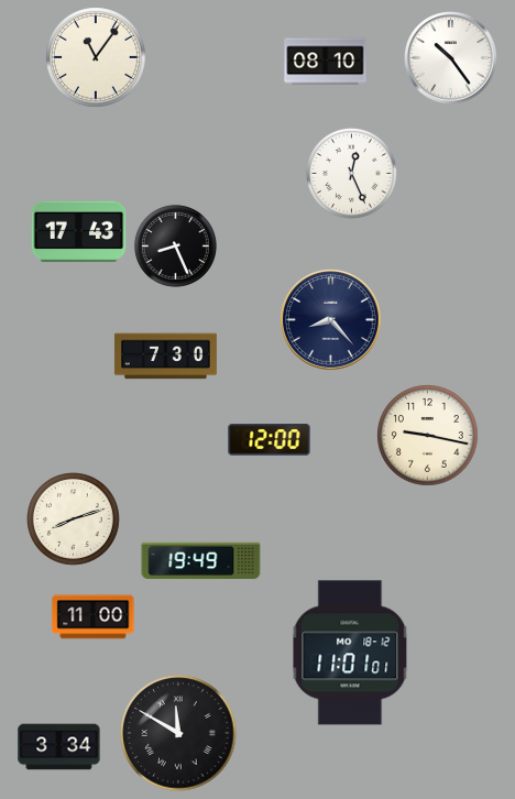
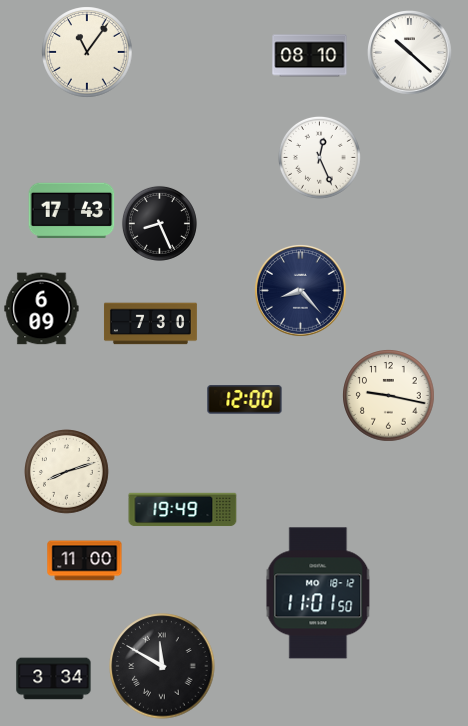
clock at (451, 58): 10:24 -> 10:22
clock at (326, 62) position: (326, 62) -> (310, 56)
clock at (42, 309): none -> 6:09
clock at (350, 653): 11:01:01 -> 11:01:50
